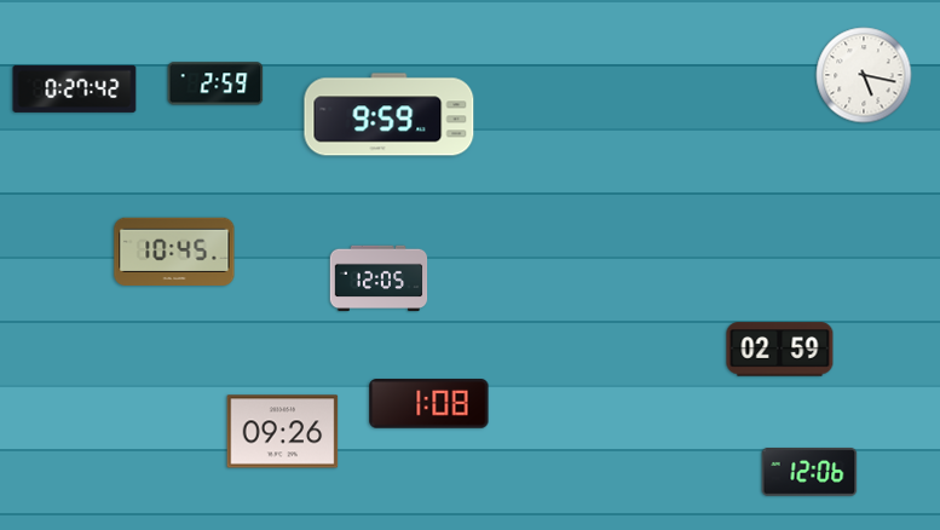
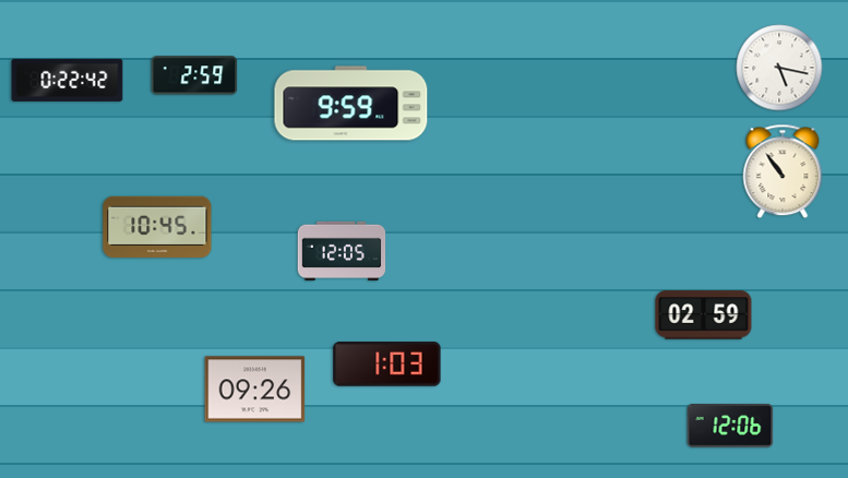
clock at (75, 88): 0:27 -> 0:22
clock at (783, 171): none -> 10:54
clock at (429, 404): 1:08 -> 1:03
